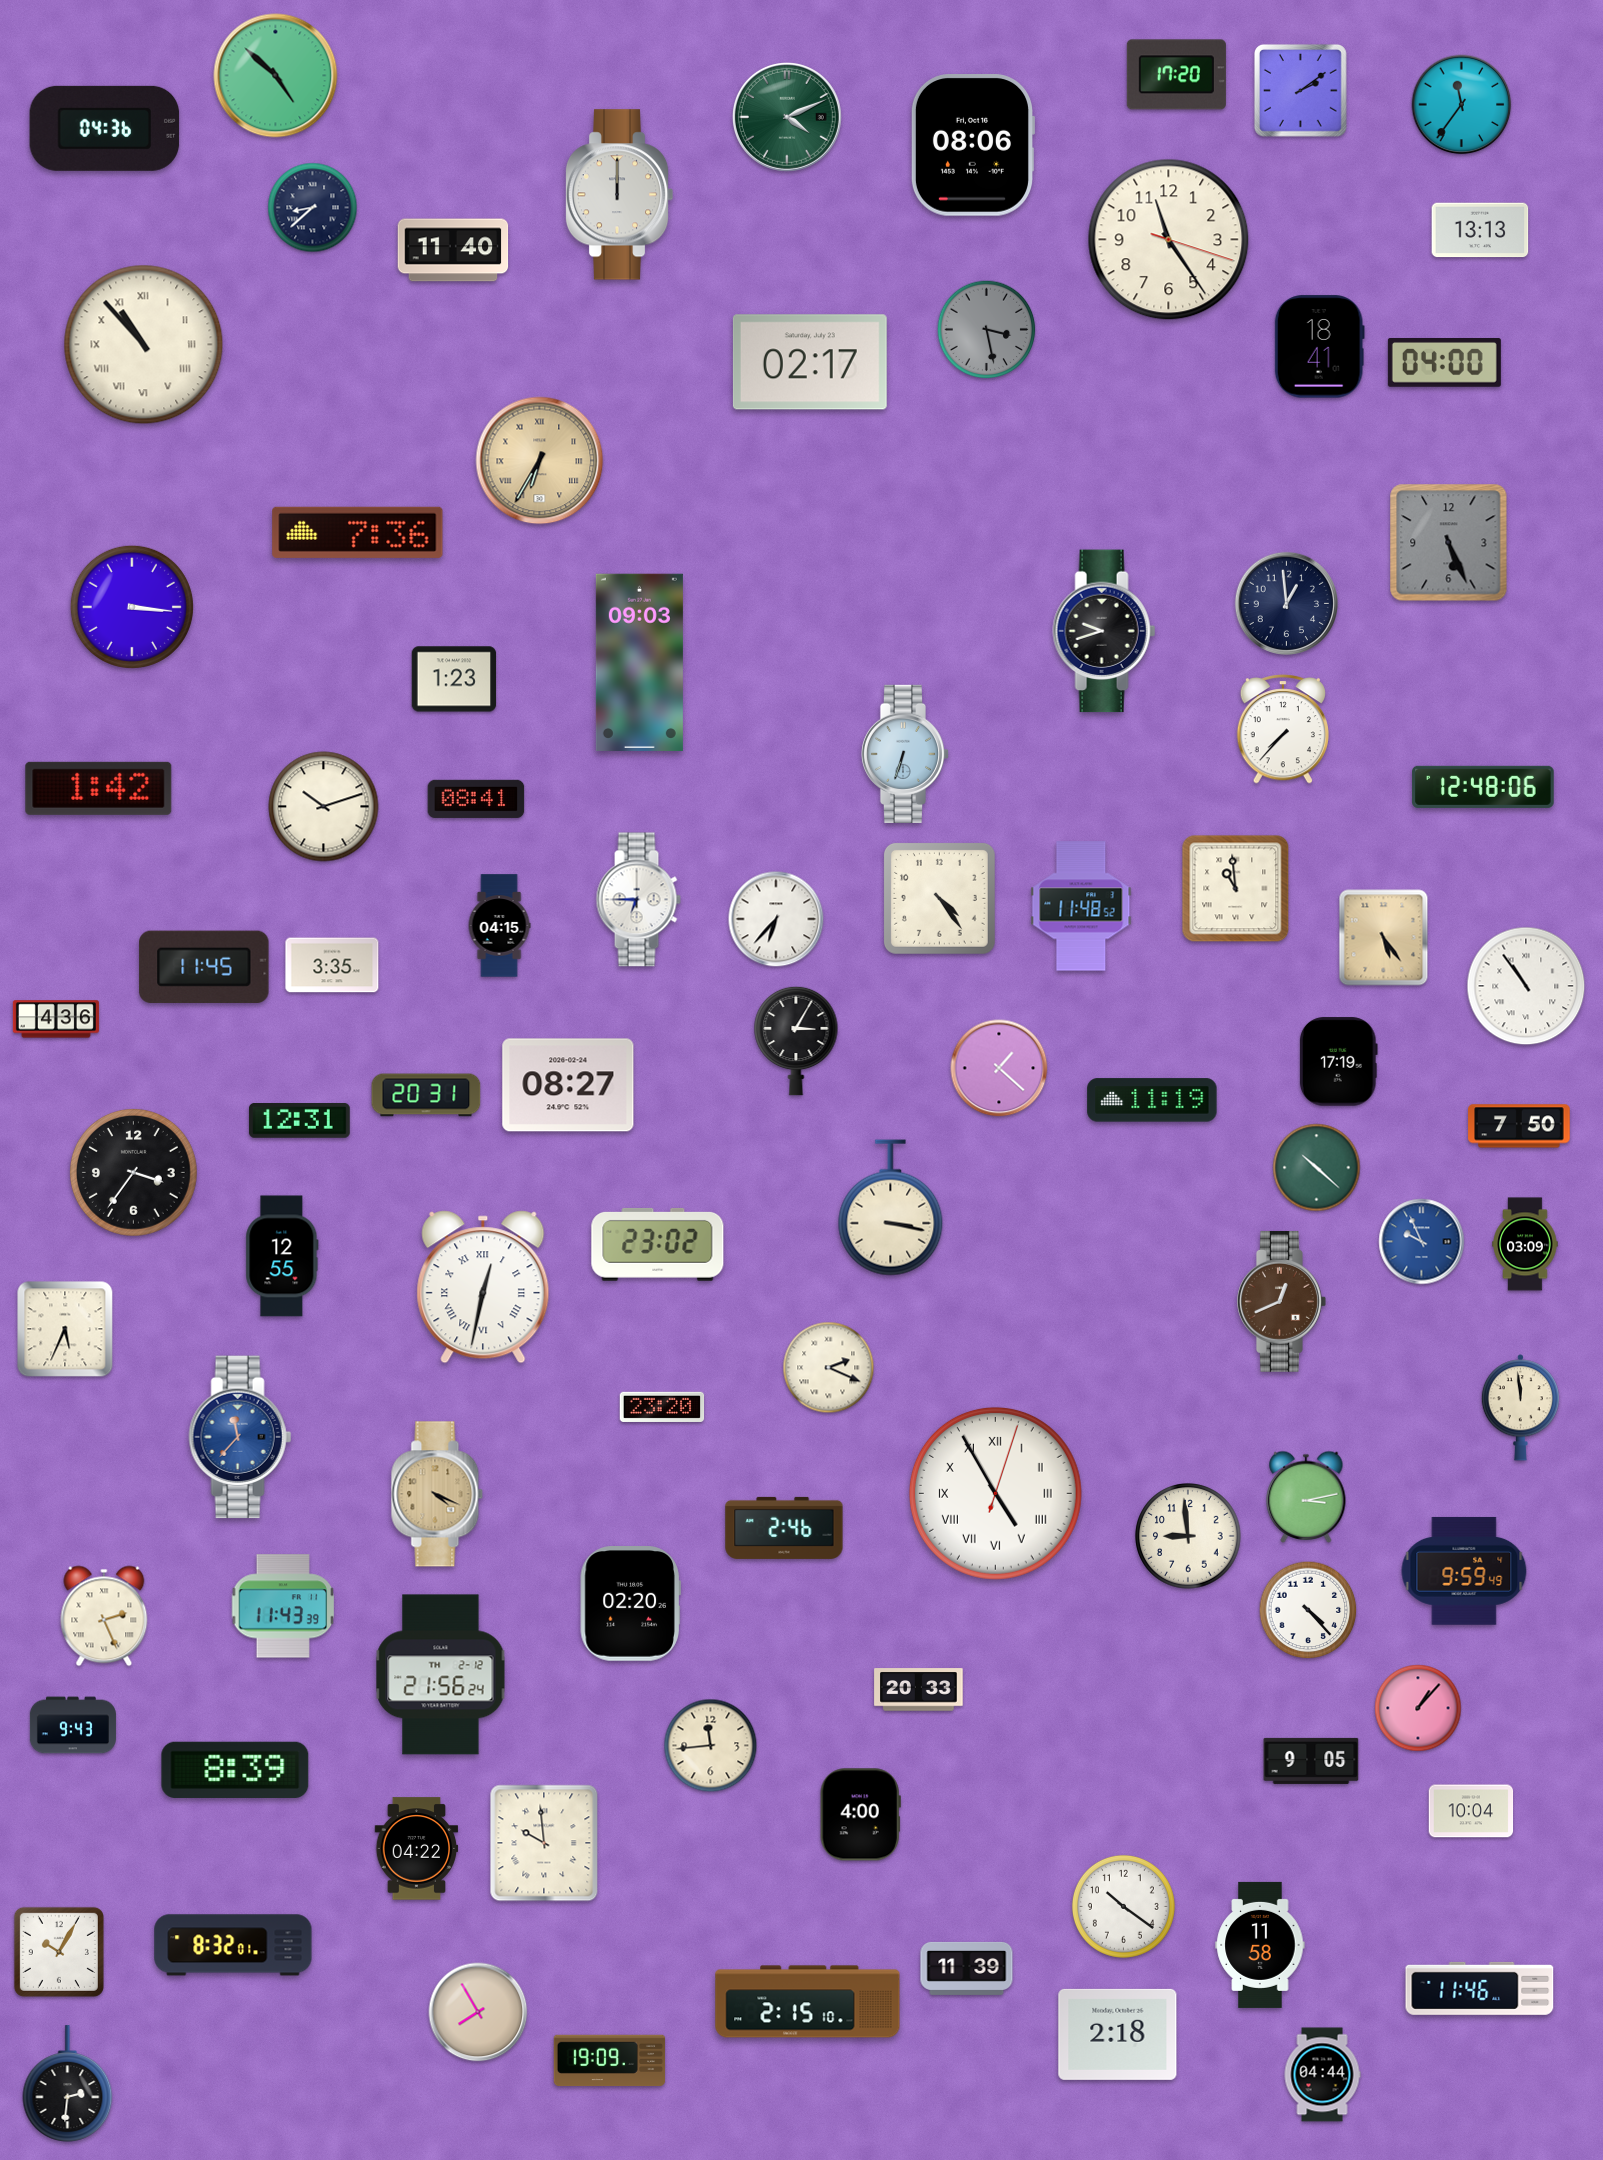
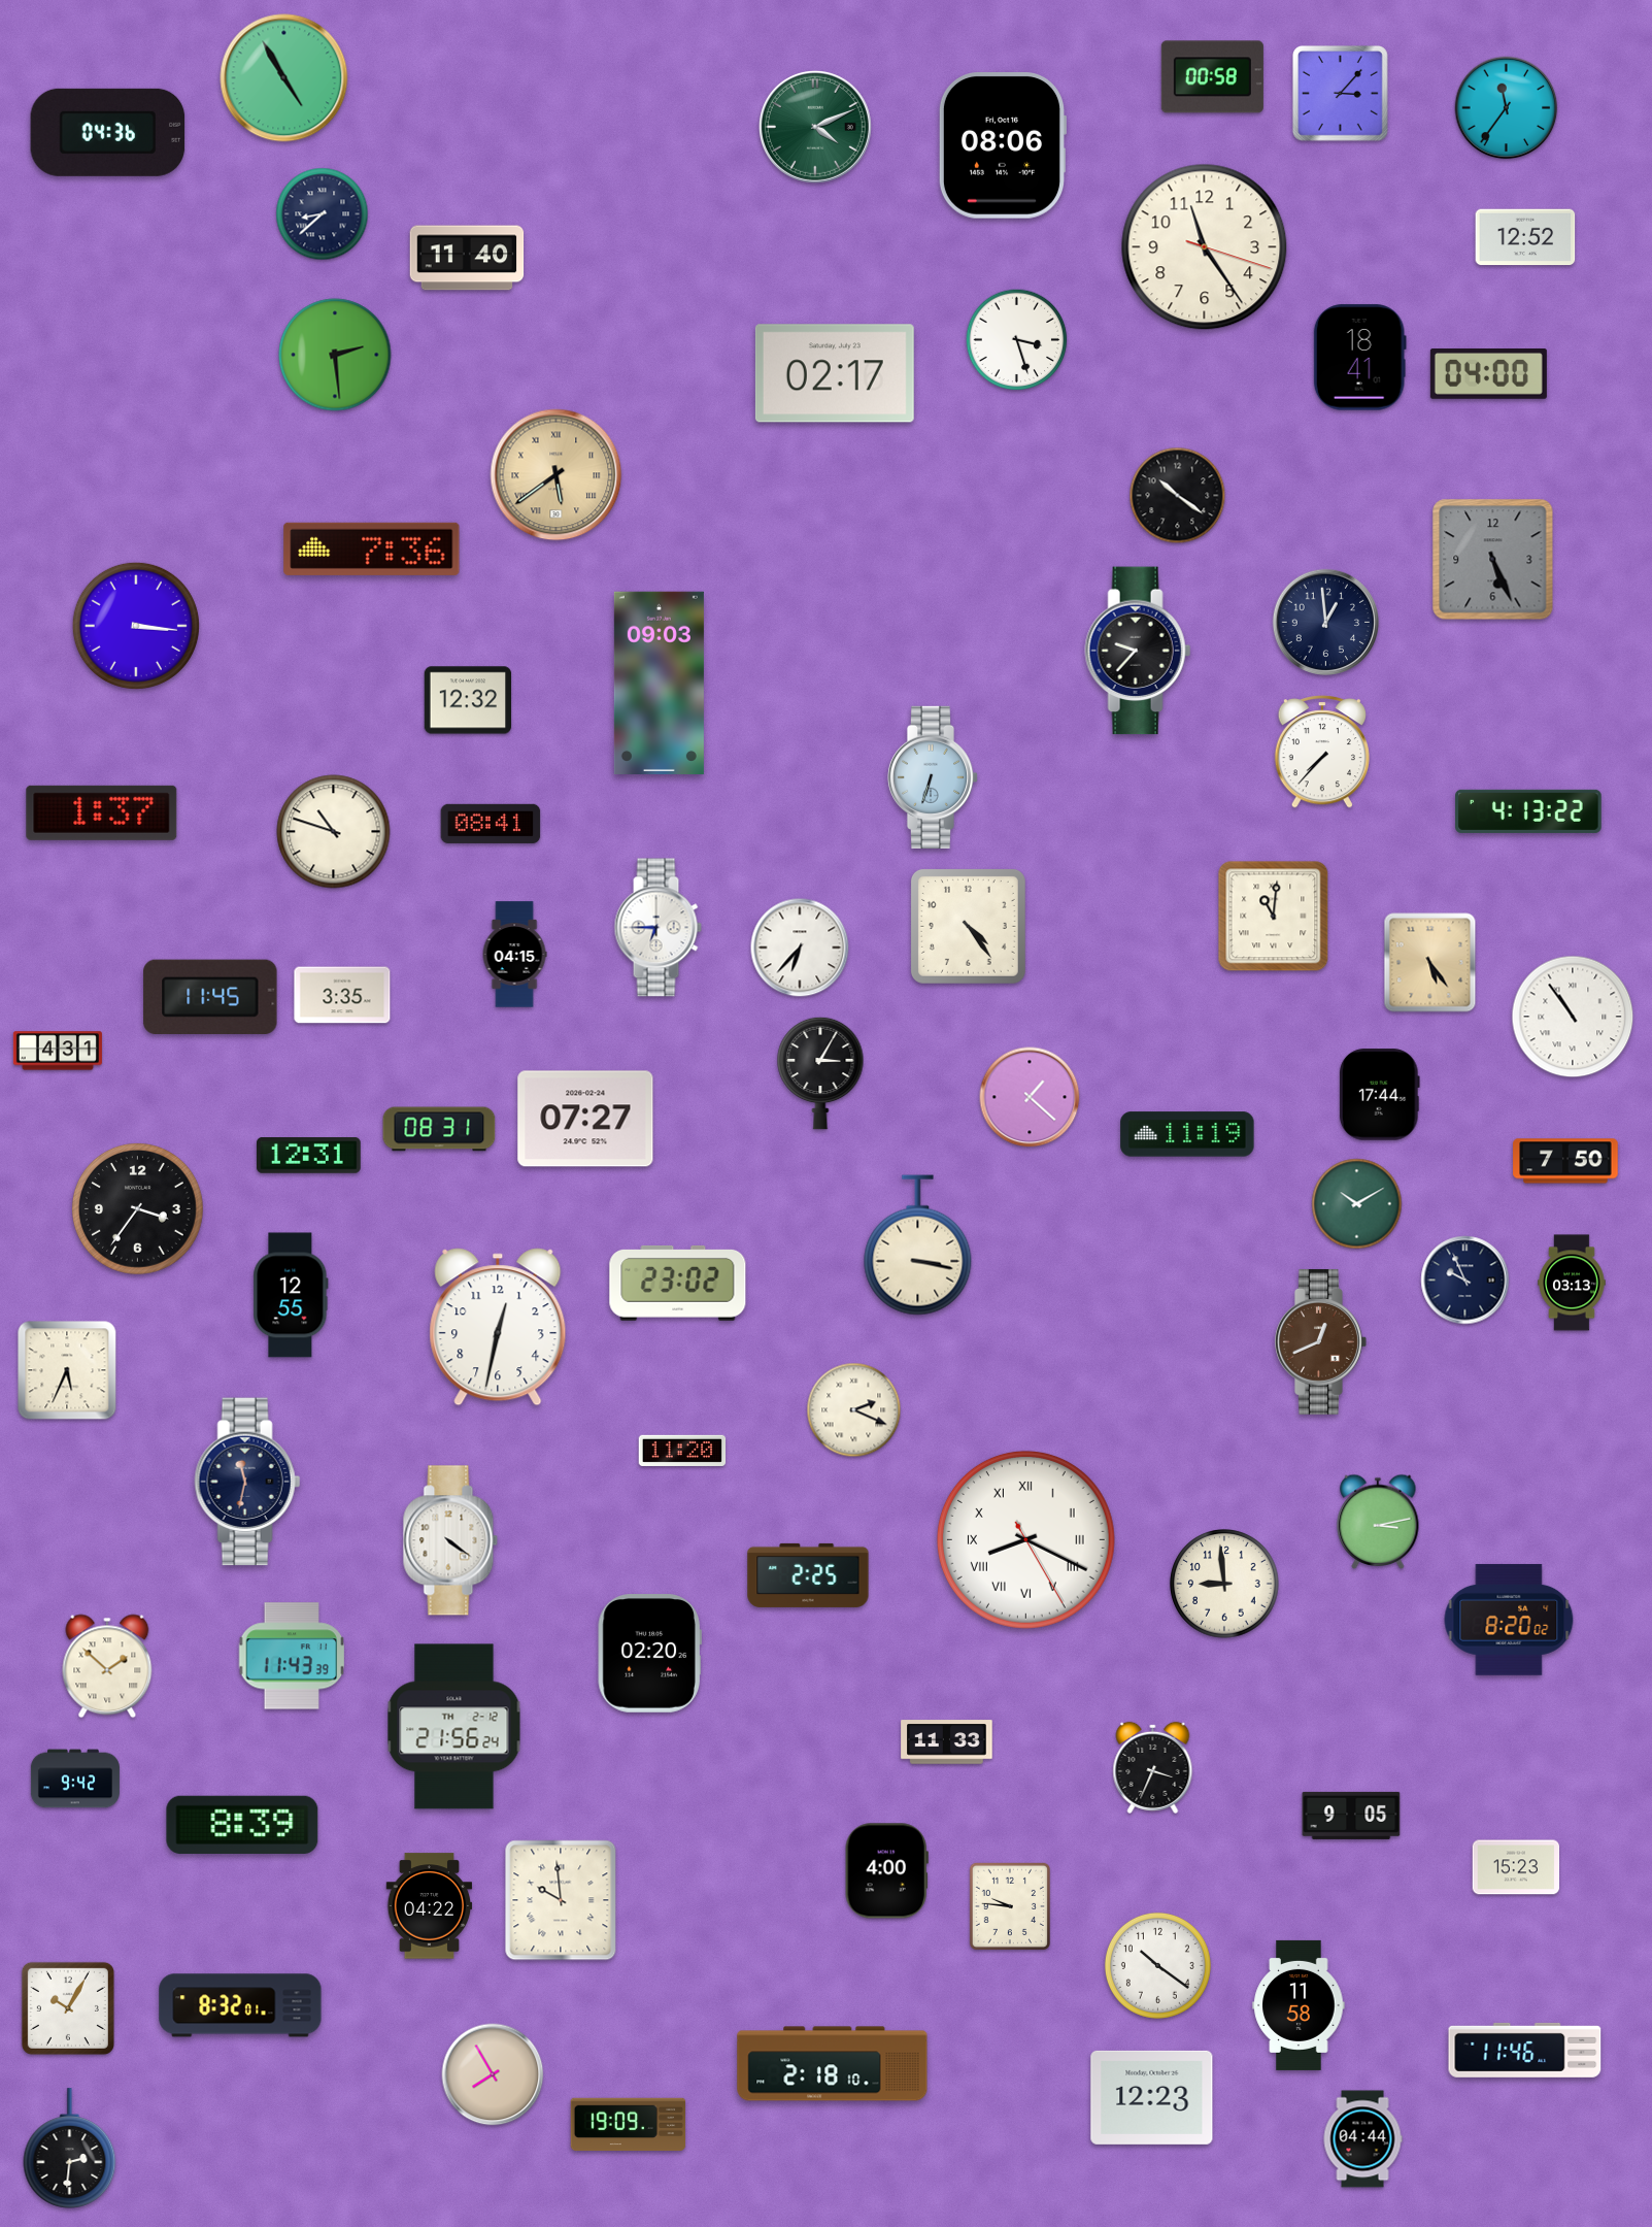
clock at (1176, 75): 17:20 -> 00:58
clock at (276, 76): 4:52 -> 4:55
clock at (1300, 90): 2:09 -> 3:07
clock at (787, 117) position: (787, 117) -> (815, 127)
clock at (972, 146) position: (972, 146) -> (1002, 146)
clock at (619, 195): 12:00 -> none
clock at (1480, 230): 13:13 -> 12:52
clock at (987, 330): 3:28 -> 3:27
clock at (987, 330) dial: grey -> white
clock at (335, 355): none -> 2:29
clock at (144, 345): 10:53 -> none
clock at (540, 461): 6:35 -> 5:39
clock at (1178, 496): none -> 10:21
clock at (358, 532) position: (358, 532) -> (372, 549)
clock at (1104, 631): 9:42 -> 9:37
clock at (454, 679): 1:23 -> 12:32
clock at (1483, 787): 12:48 -> 4:13
clock at (99, 788): 1:42 -> 1:37
clock at (324, 807): 10:12 -> 10:48
clock at (1236, 889): 10:59 -> 11:01
clock at (1081, 906): 11:48 -> none
clock at (1384, 938) position: (1384, 938) -> (1430, 963)
clock at (56, 1019): 4:36 -> 4:31
clock at (1338, 1062): 17:19 -> 17:44
clock at (999, 1068) position: (999, 1068) -> (1030, 1097)
clock at (568, 1085): 08:27 -> 07:27
clock at (426, 1095): 20:31 -> 08:31
clock at (1317, 1168): 10:22 -> 10:10
clock at (1422, 1242) dial: blue -> navy
clock at (1525, 1244): 03:09 -> 03:13
clock at (483, 1287) numerals: Roman -> Arabic
clock at (662, 1407): 23:20 -> 11:20
clock at (1520, 1408): 11:59 -> none
clock at (240, 1437): 11:37 -> 11:32
clock at (240, 1437) dial: blue -> navy
clock at (995, 1493): 4:55 -> 8:19
clock at (437, 1494): 4:19 -> 4:21
clock at (437, 1494) dial: champagne -> white
clock at (1306, 1497) position: (1306, 1497) -> (1378, 1522)
clock at (784, 1528): 2:46 -> 2:25
clock at (1464, 1571): 9:59 -> 8:20
clock at (1308, 1610): 4:23 -> none
clock at (104, 1616): 2:26 -> 1:52
clock at (919, 1690): 20:33 -> 11:33
clock at (1418, 1708): 1:07 -> none
clock at (1153, 1767): none -> 3:34
clock at (73, 1725): 9:43 -> 9:42
clock at (711, 1746): 11:44 -> none
clock at (1471, 1811): 10:04 -> 15:23
clock at (1009, 1905): none -> 9:46
clock at (59, 1952) position: (59, 1952) -> (68, 2008)
clock at (967, 1968): 11:39 -> none
clock at (808, 2002): 2:15 -> 2:18
clock at (1118, 2034): 2:18 -> 12:23
